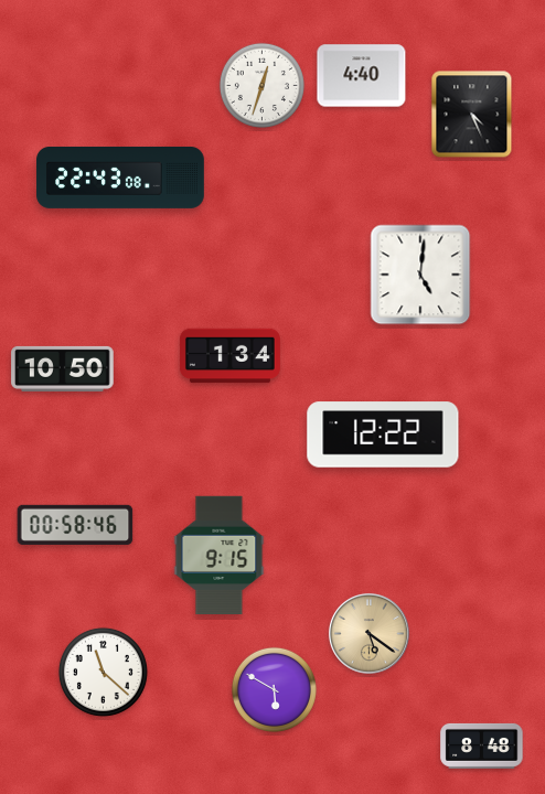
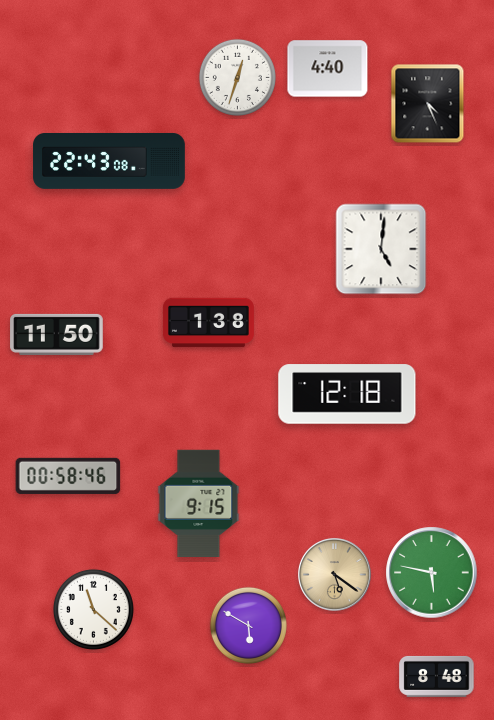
clock at (229, 356): 1:34 -> 1:38
clock at (63, 368): 10:50 -> 11:50
clock at (383, 434): 12:22 -> 12:18
clock at (432, 573): none -> 5:47
